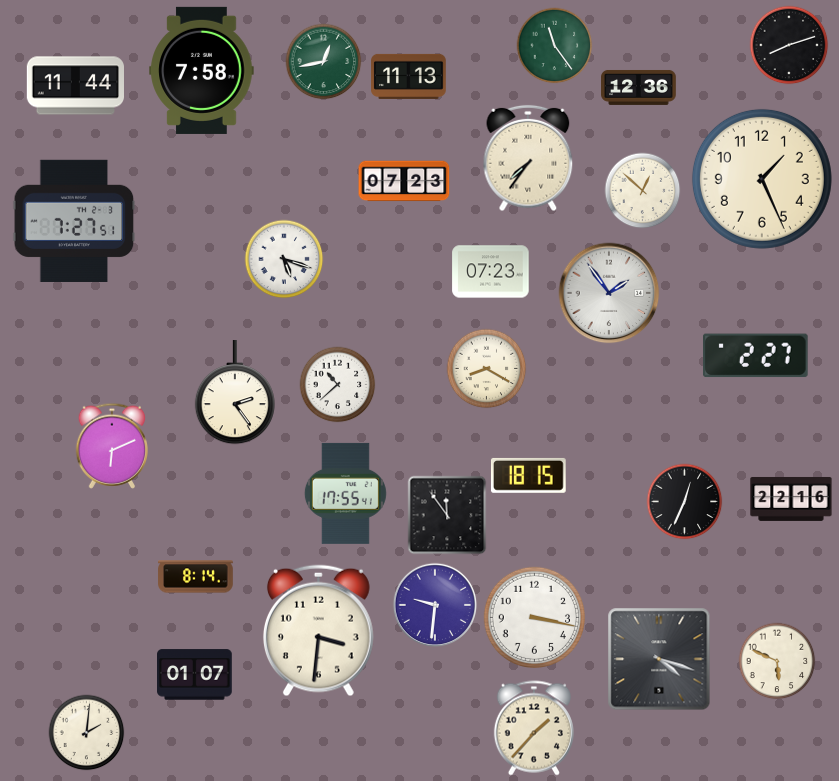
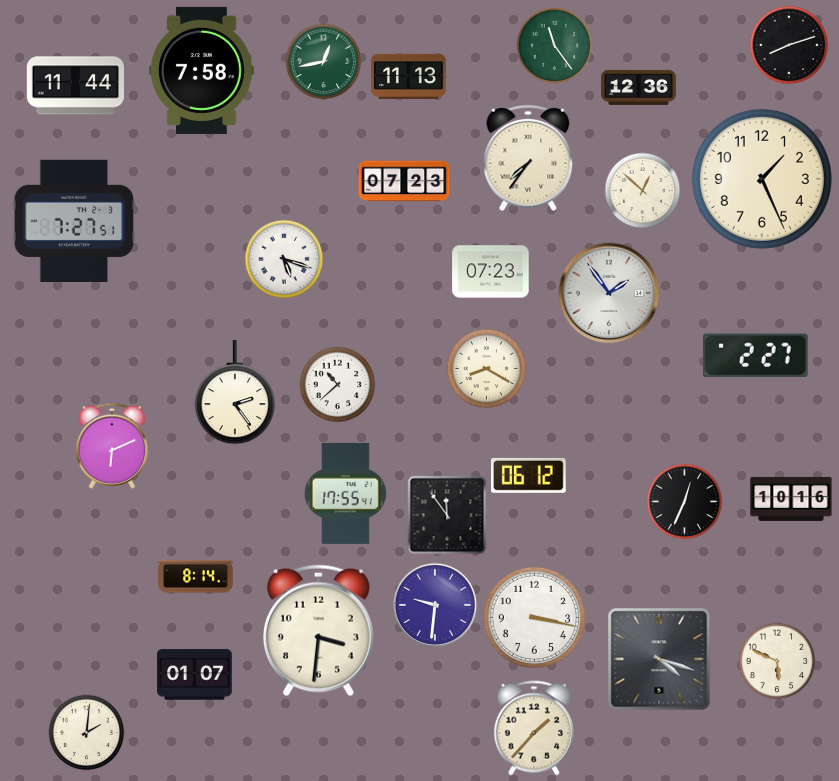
clock at (528, 475): 18:15 -> 06:12
clock at (791, 499): 22:16 -> 10:16
